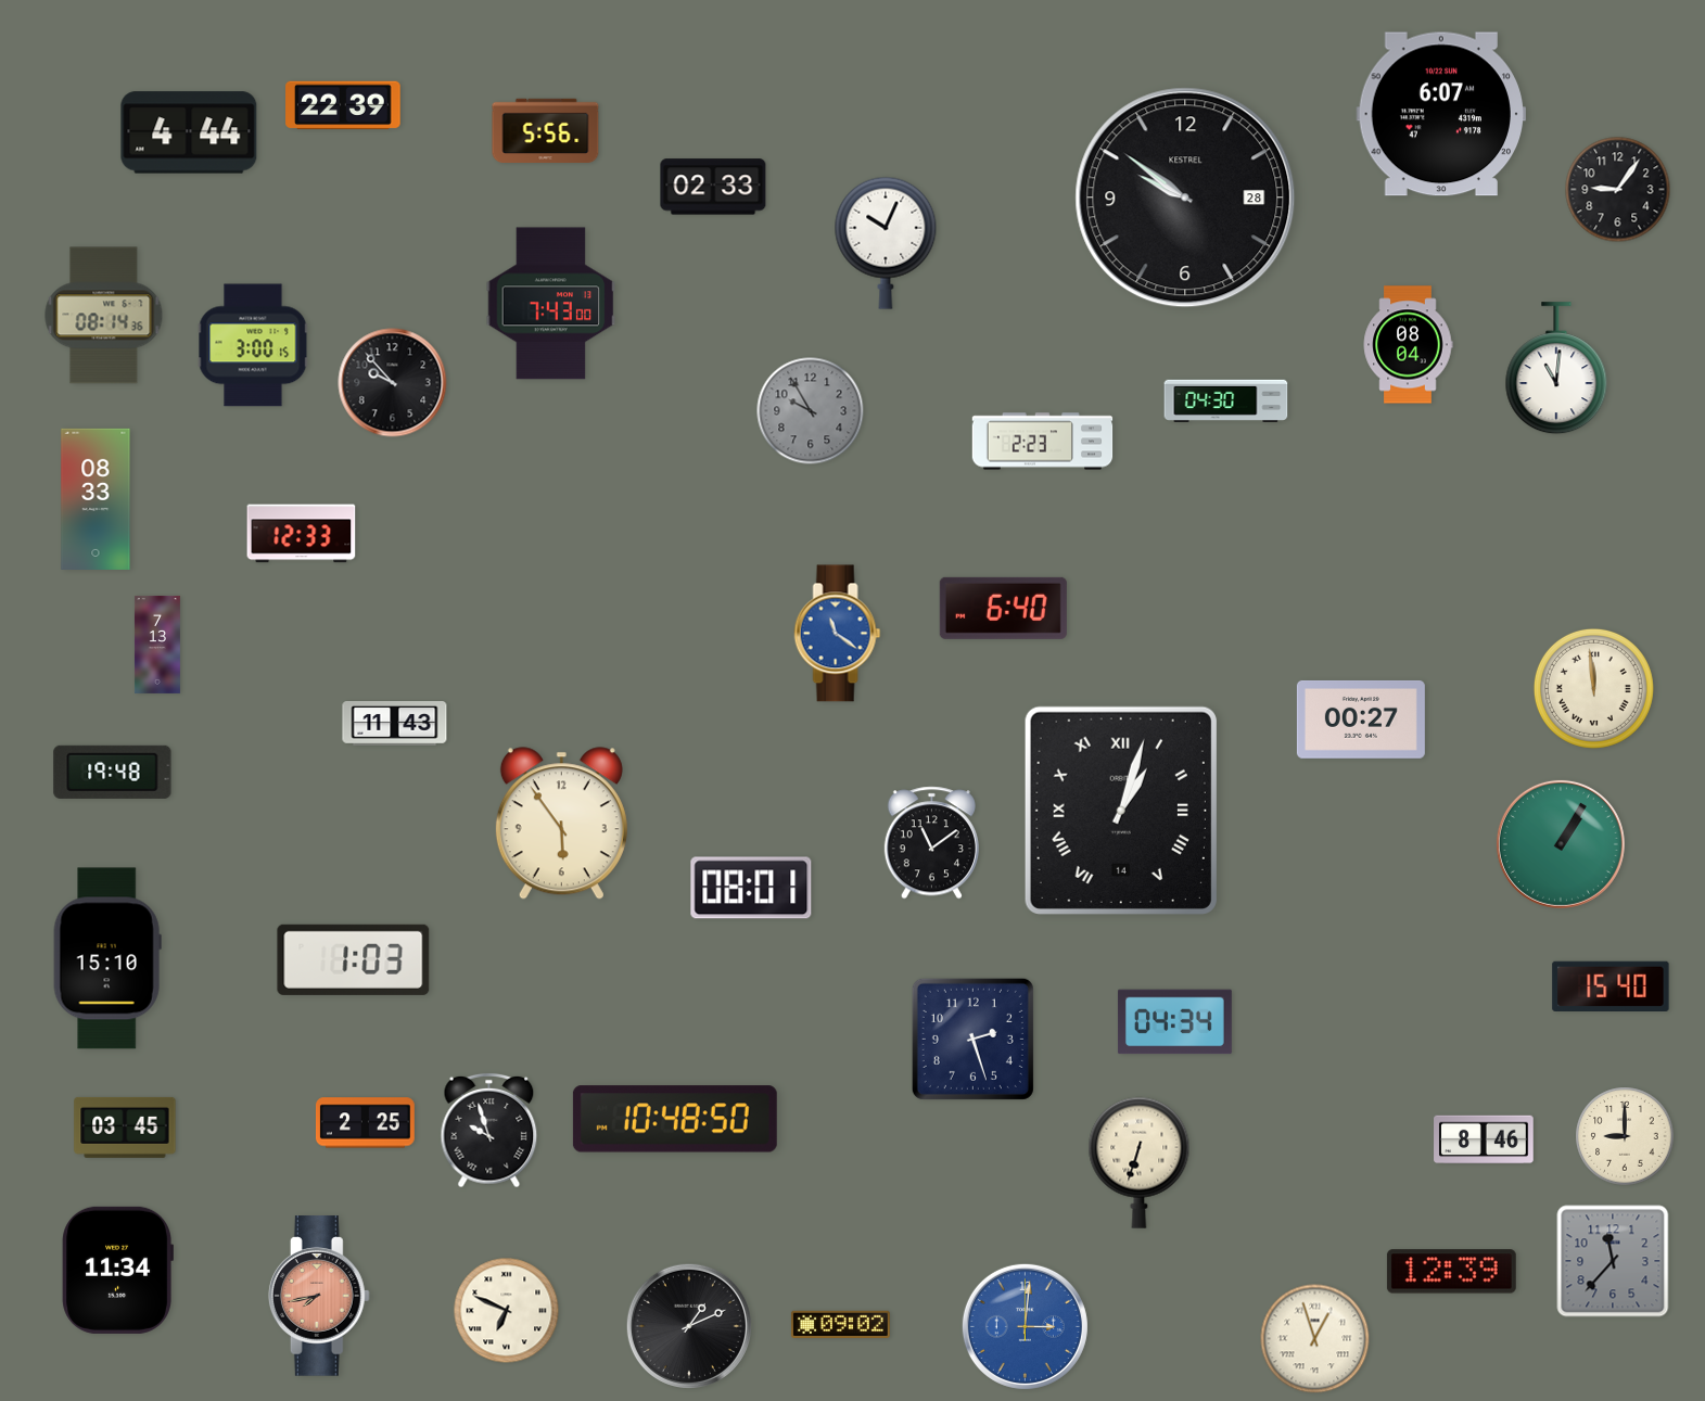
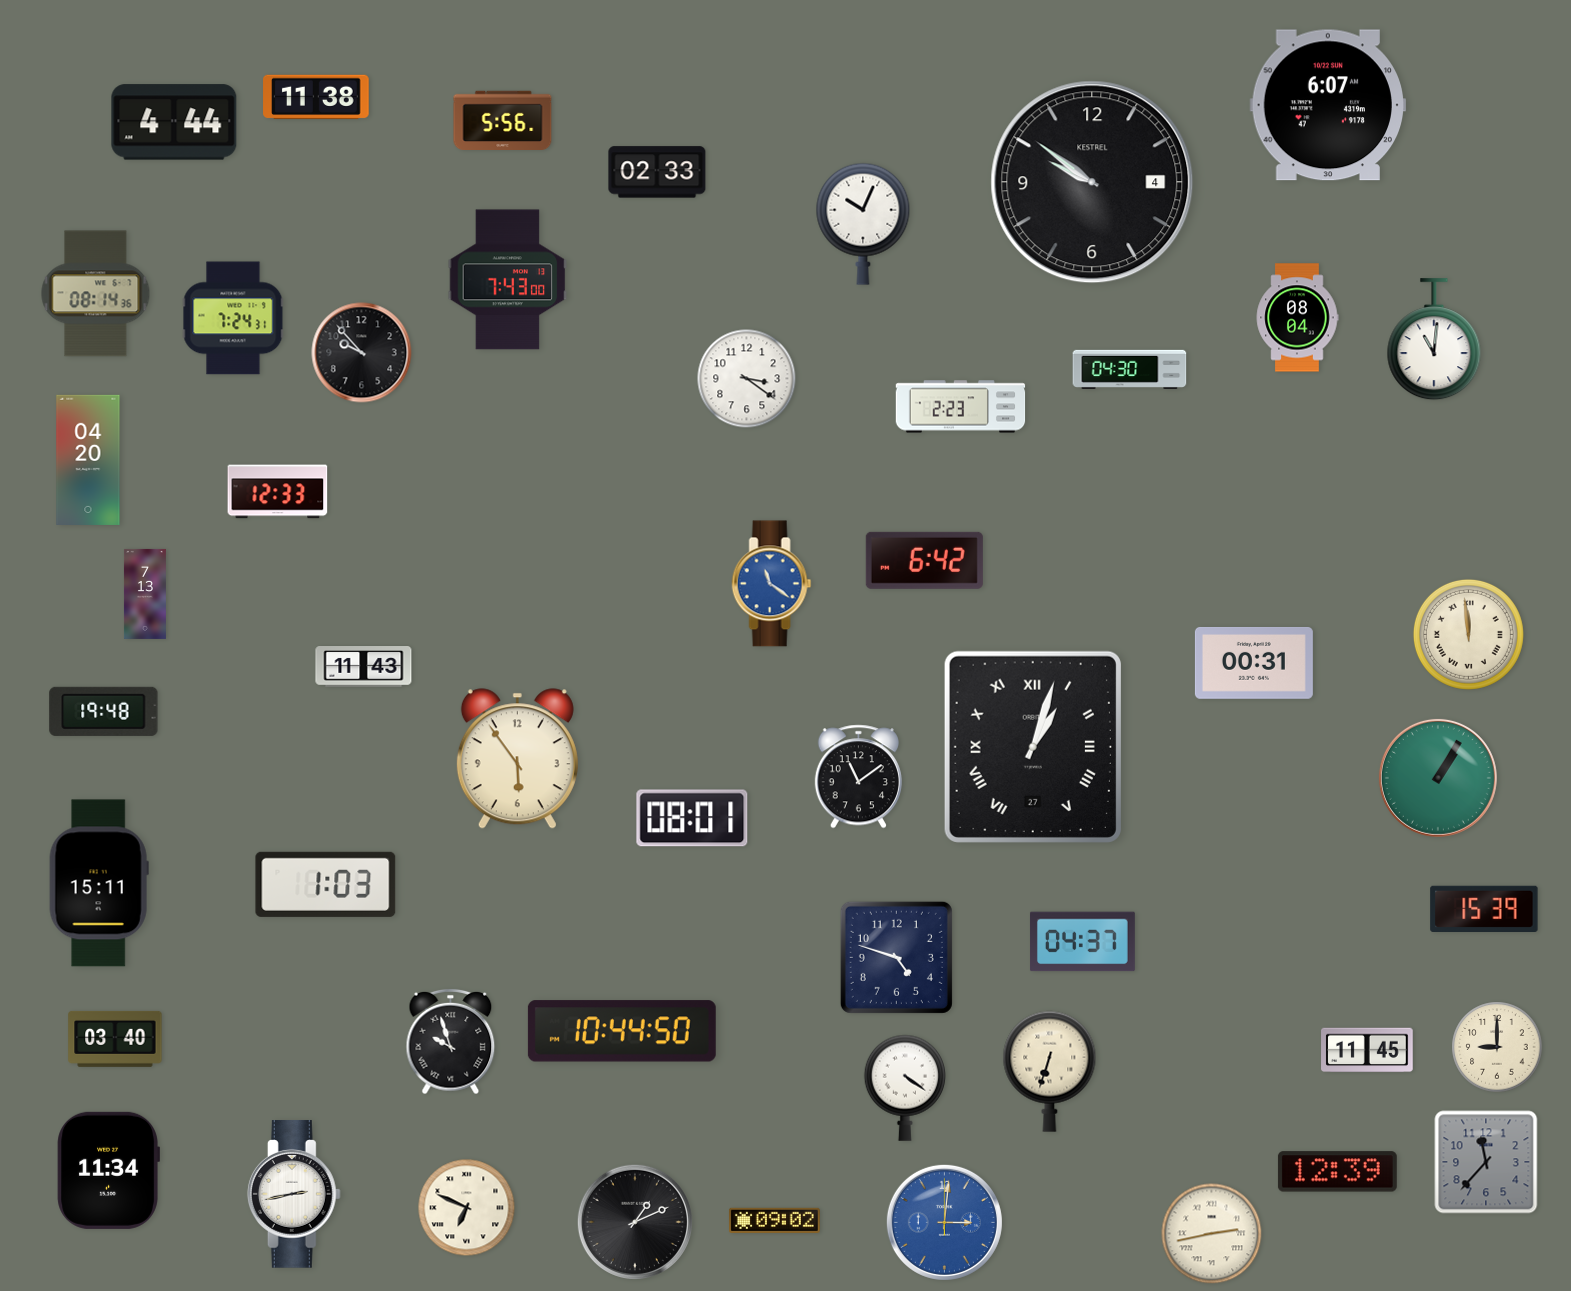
clock at (343, 105): 22:39 -> 11:38
clock at (1618, 190): 9:06 -> none
clock at (1185, 198) date: 28 -> 4
clock at (886, 243) position: (886, 243) -> (863, 224)
clock at (104, 316) position: (104, 316) -> (96, 294)
clock at (253, 345): 3:00 -> 7:24
clock at (811, 411): 9:55 -> 3:21
clock at (811, 411) dial: grey -> white
clock at (96, 499): 08:33 -> 04:20
clock at (1003, 608): 6:40 -> 6:42
clock at (1361, 719): 00:27 -> 00:31
clock at (1121, 811) date: 14 -> 27
clock at (107, 958): 15:10 -> 15:11
clock at (1611, 985): 15:40 -> 15:39
clock at (1174, 1022): 04:34 -> 04:37
clock at (972, 1039): 2:27 -> 4:48
clock at (675, 1119): 10:48 -> 10:44
clock at (365, 1123): 2:25 -> none
clock at (125, 1128): 03:45 -> 03:40
clock at (1484, 1139): 8:46 -> 11:45
clock at (904, 1088): none -> 4:21
clock at (319, 1296): 7:43 -> 2:43
clock at (319, 1296) dial: salmon -> white
clock at (1315, 1339): 12:57 -> 2:43
